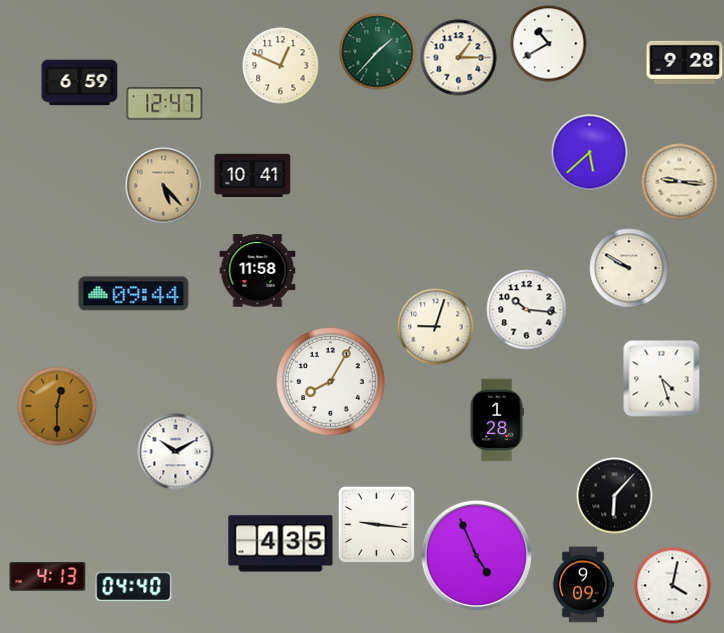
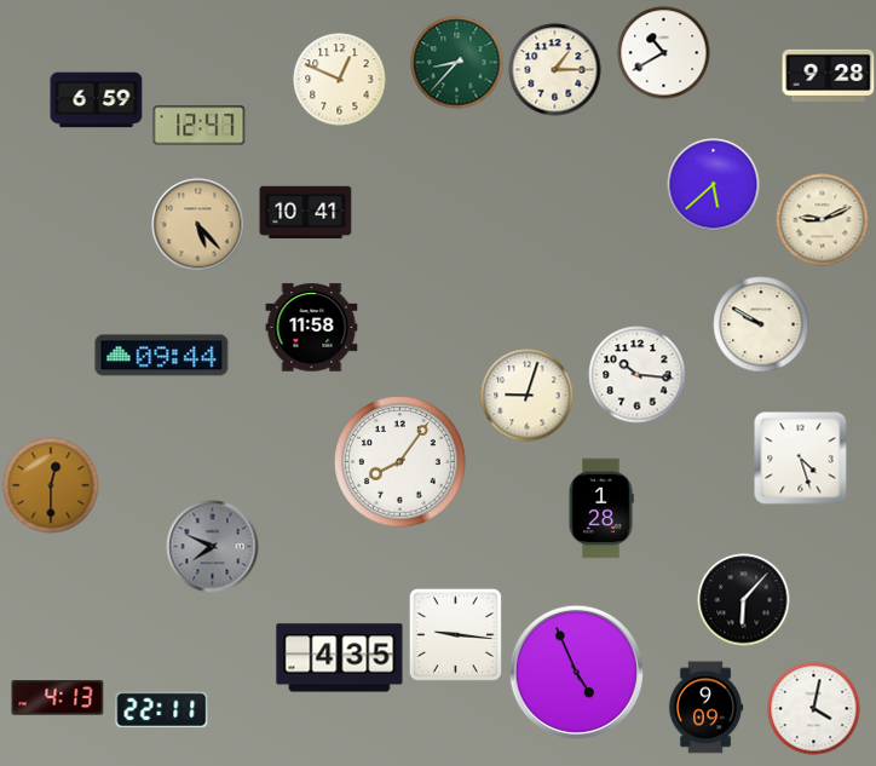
clock at (378, 52): 1:37 -> 8:37
clock at (680, 182): 9:16 -> 9:11
clock at (331, 382): 8:05 -> 8:06
clock at (57, 406) position: (57, 406) -> (51, 485)
clock at (176, 452): 10:10 -> 7:49
clock at (176, 452) dial: white -> grey
clock at (134, 587): 04:40 -> 22:11
